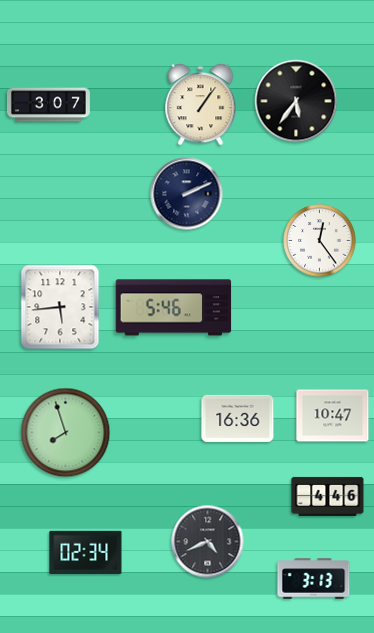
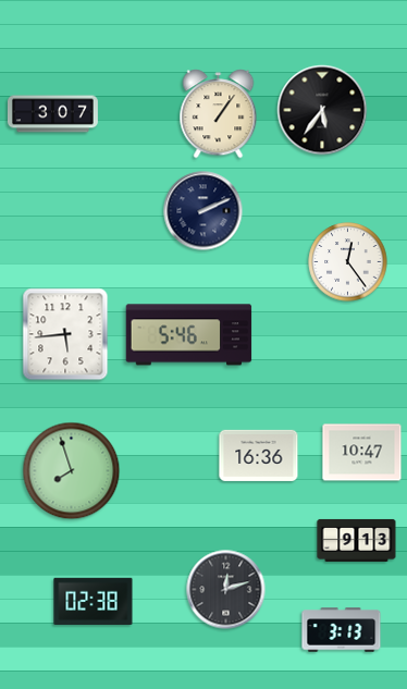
clock at (328, 496): 4:46 -> 9:13
clock at (208, 542): 4:41 -> 12:12
clock at (86, 552): 02:34 -> 02:38
